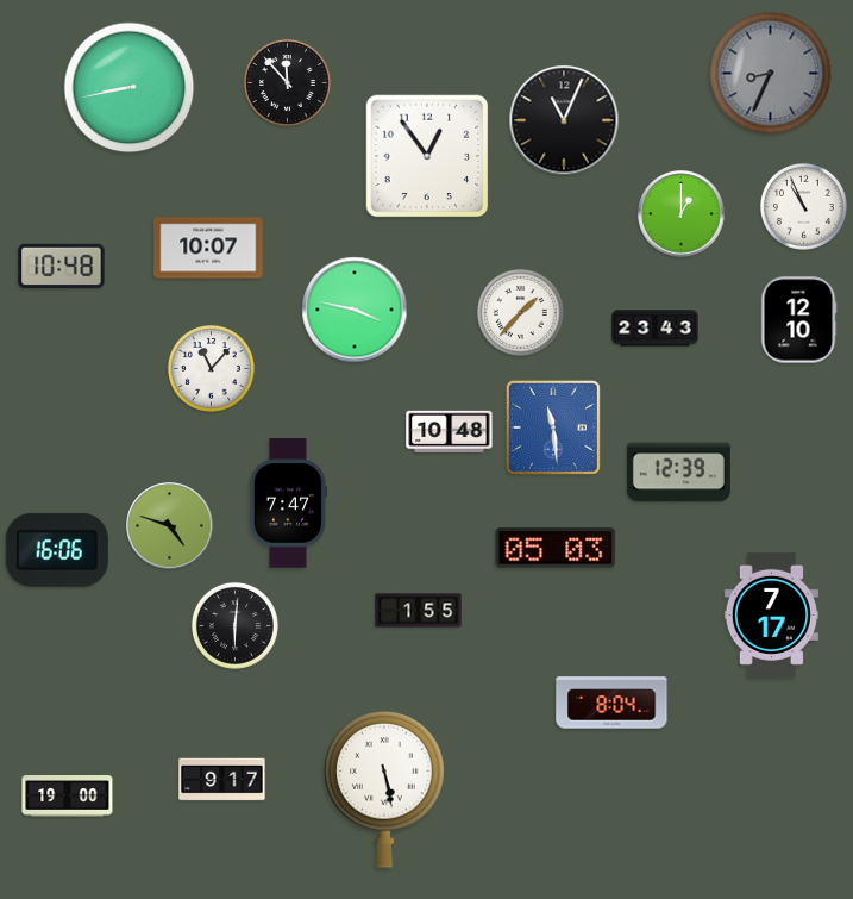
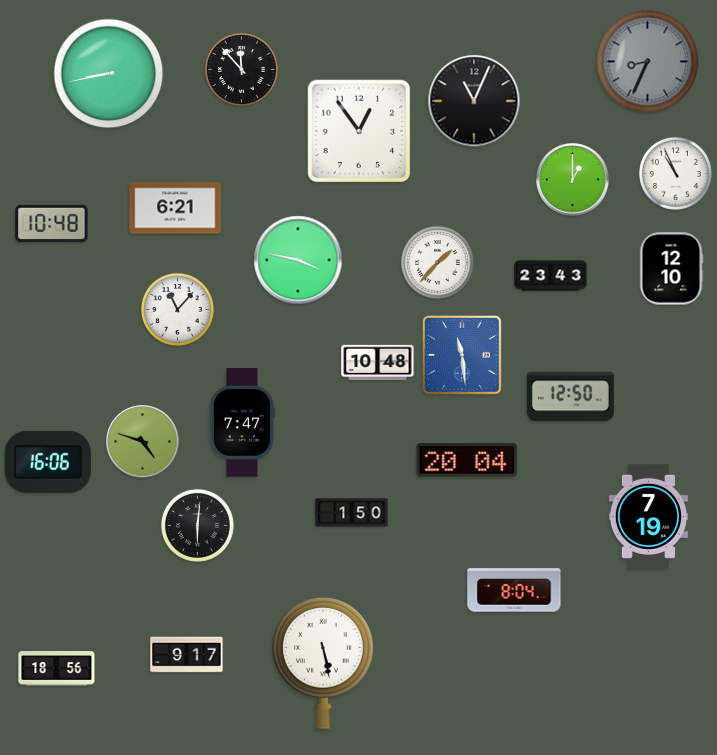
clock at (208, 248): 10:07 -> 6:21
clock at (553, 427) position: (553, 427) -> (462, 355)
clock at (678, 473): 12:39 -> 12:50
clock at (556, 548): 05:03 -> 20:04
clock at (419, 611): 1:55 -> 1:50
clock at (771, 614): 7:17 -> 7:19
clock at (68, 797): 19:00 -> 18:56
